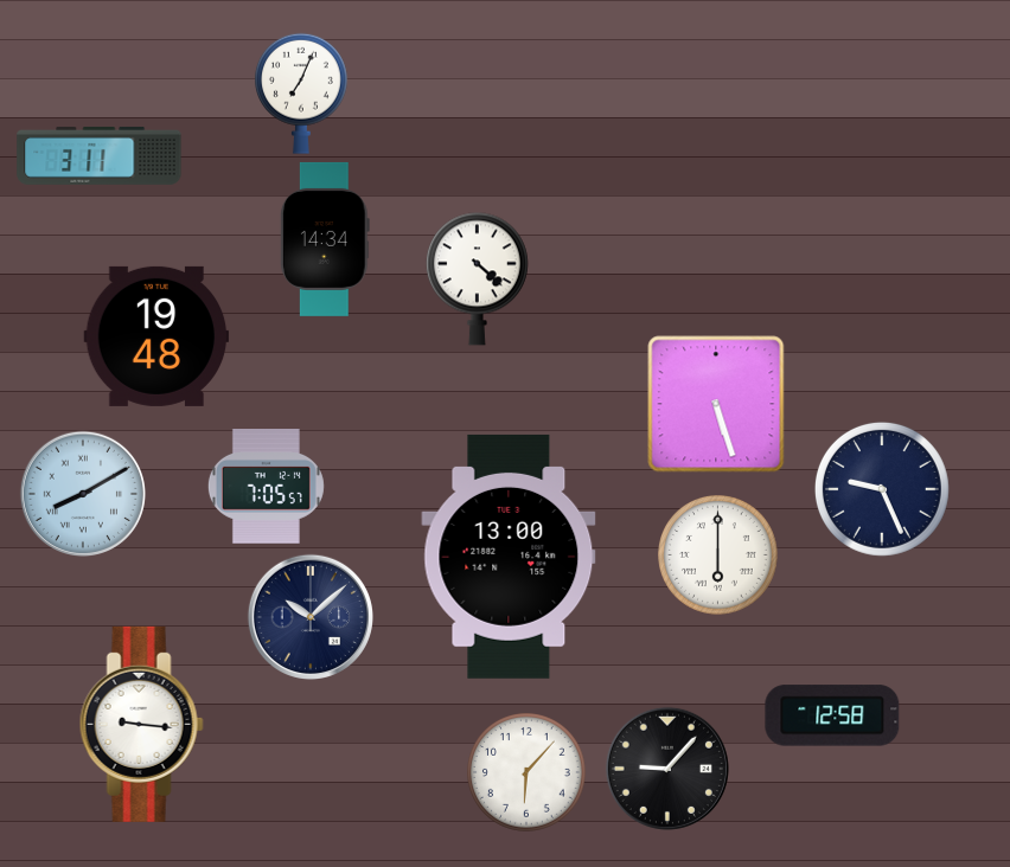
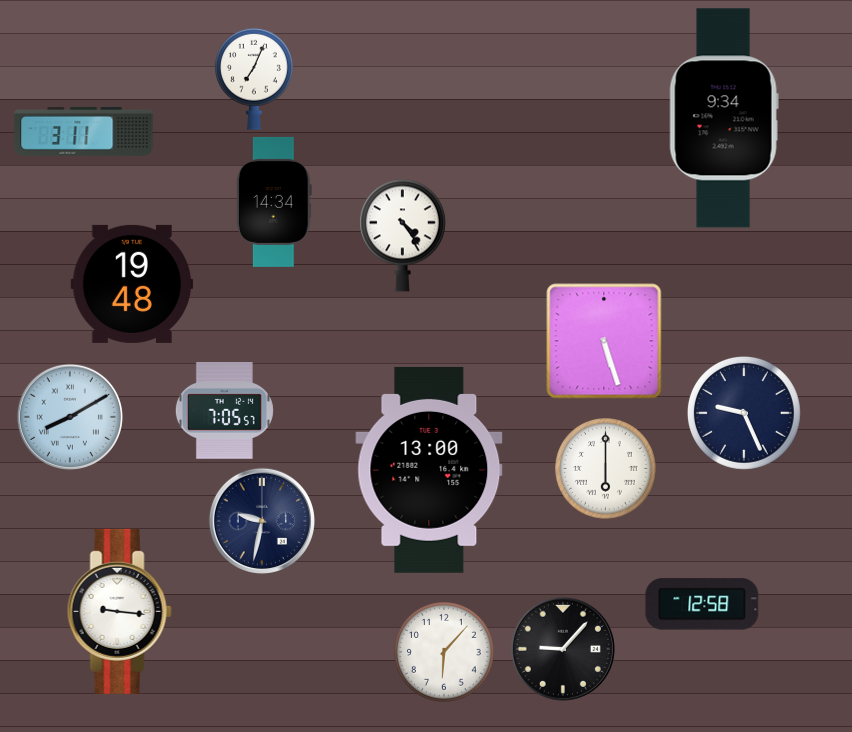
clock at (724, 118): none -> 9:34
clock at (477, 278): 4:22 -> 4:24
clock at (311, 617): 10:08 -> 9:32
